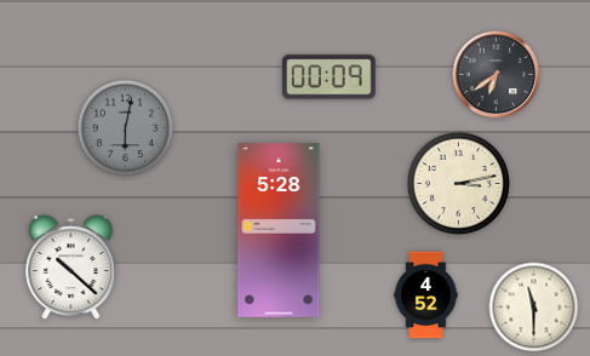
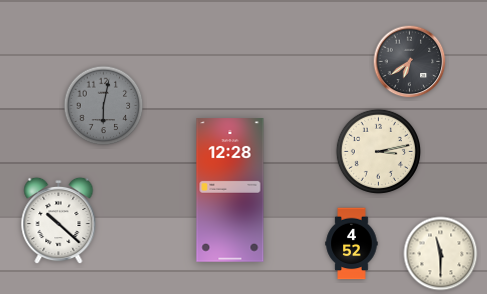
clock at (330, 77): 00:09 -> none
clock at (279, 230): 5:28 -> 12:28
